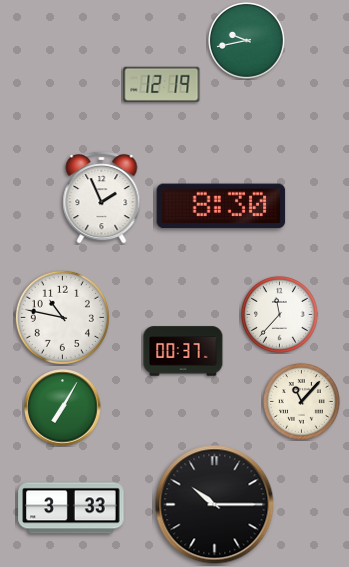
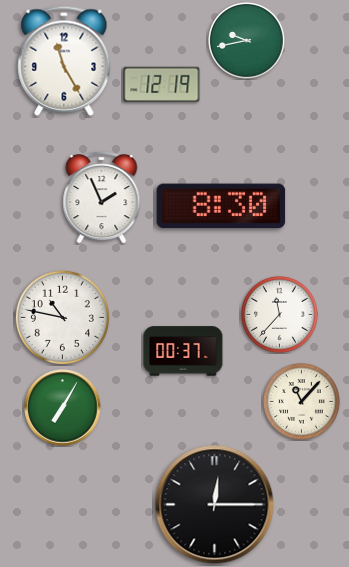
clock at (64, 61): none -> 11:25
clock at (215, 505): 10:15 -> 12:15
clock at (71, 508): 3:33 -> none
